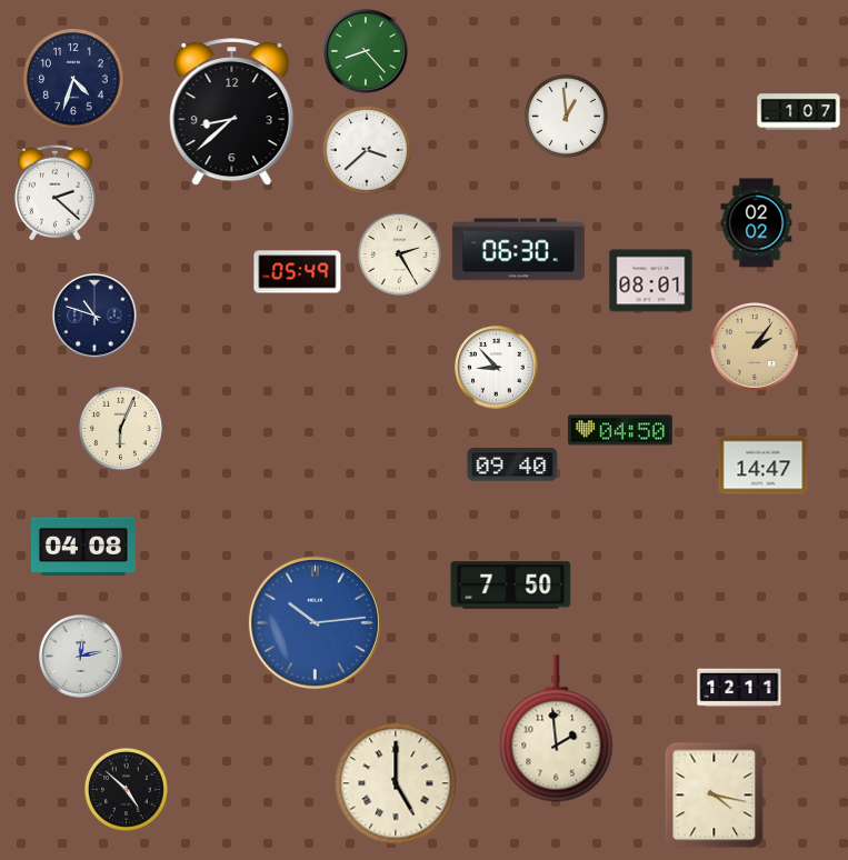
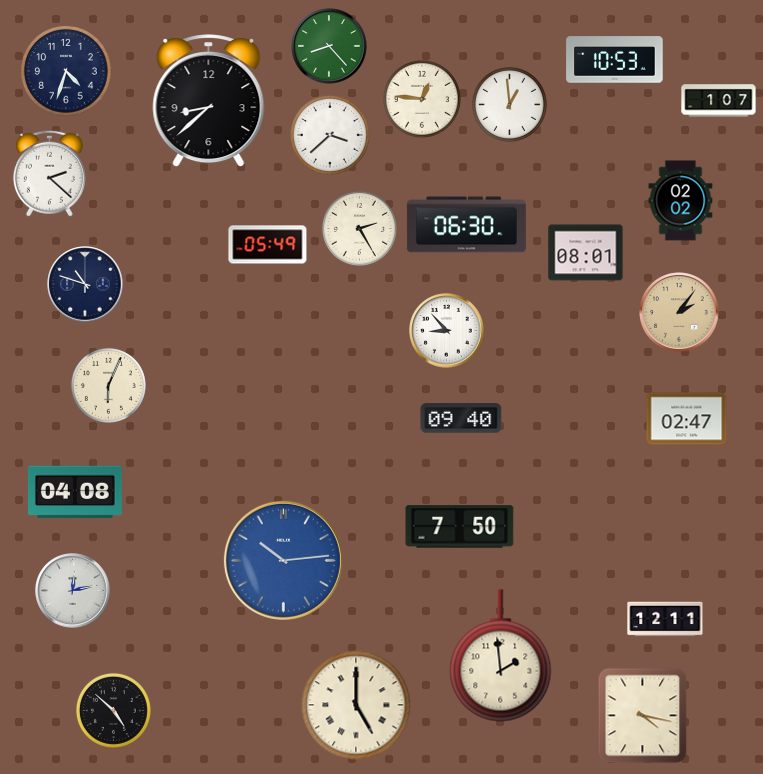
clock at (615, 60): none -> 10:53
clock at (422, 99): none -> 12:46
clock at (620, 430): 04:50 -> none
clock at (764, 466): 14:47 -> 02:47
